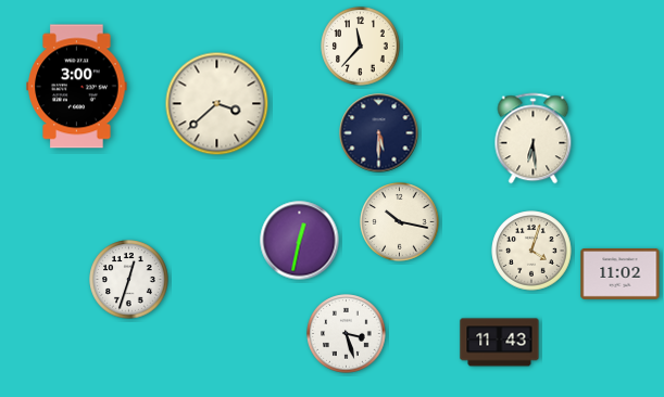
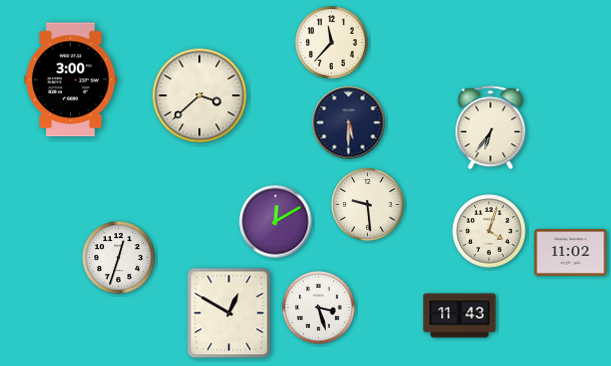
clock at (534, 139): 6:29 -> 6:36
clock at (400, 222): 10:17 -> 9:29
clock at (300, 241): 12:32 -> 12:10
clock at (229, 313): none -> 12:50
